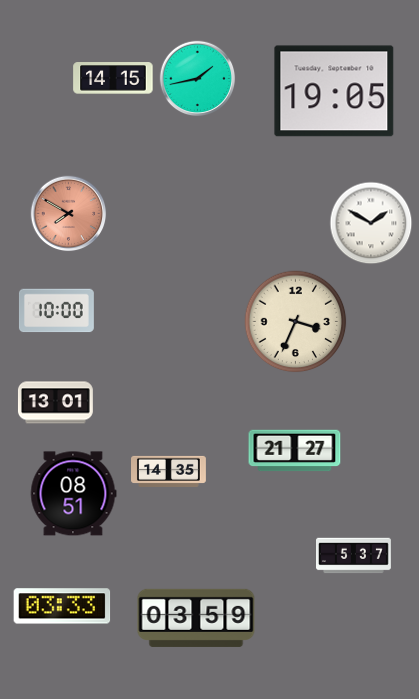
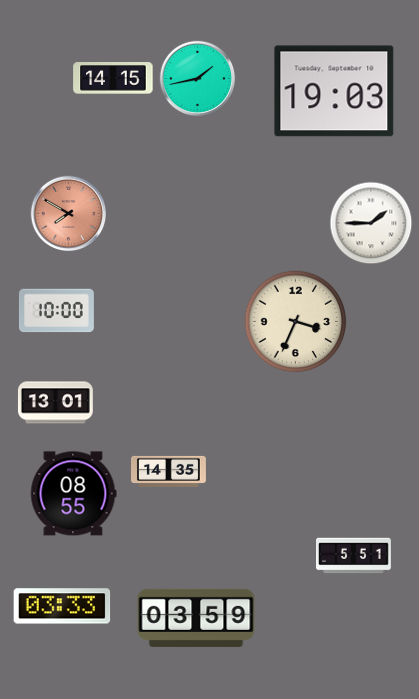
clock at (334, 91): 19:05 -> 19:03
clock at (371, 223): 1:50 -> 1:45
clock at (295, 451): 21:27 -> none
clock at (73, 494): 08:51 -> 08:55
clock at (354, 556): 5:37 -> 5:51
